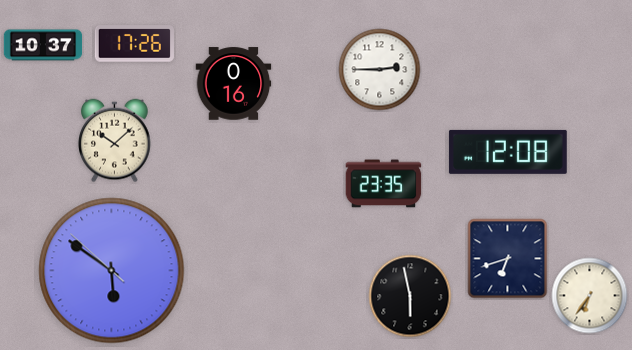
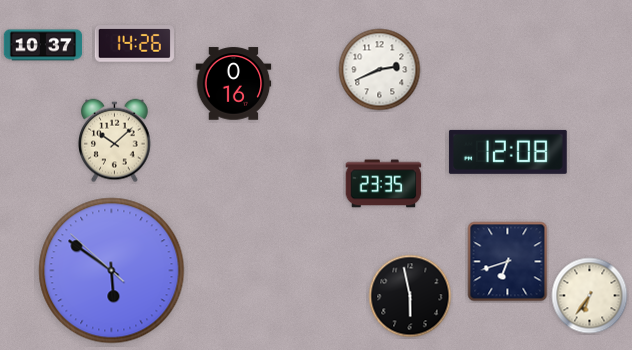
clock at (134, 44): 17:26 -> 14:26
clock at (380, 70): 2:45 -> 2:41
clock at (508, 259) position: (508, 259) -> (508, 262)
